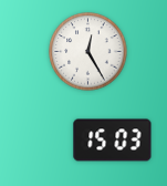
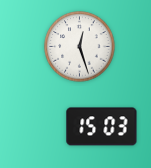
clock at (88, 52): 12:25 -> 12:27
